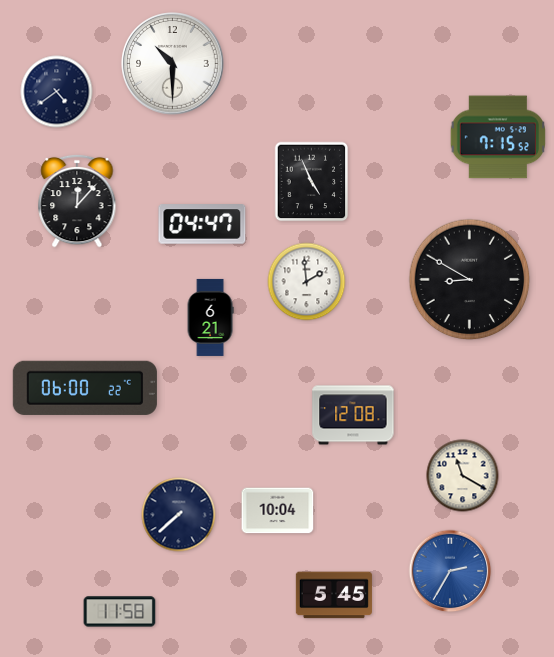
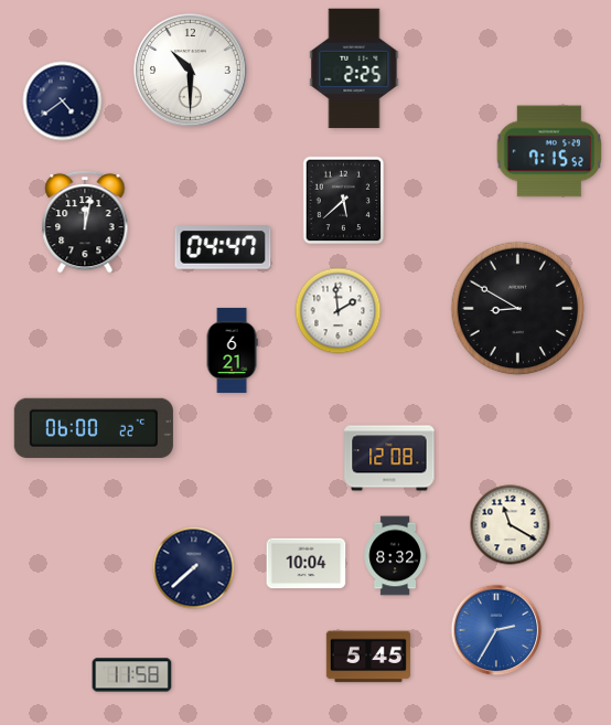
clock at (354, 68): none -> 2:25
clock at (312, 182): 4:56 -> 5:38
clock at (77, 201): 12:07 -> 12:02
clock at (395, 556): none -> 8:32
clock at (179, 515) position: (179, 515) -> (194, 568)
